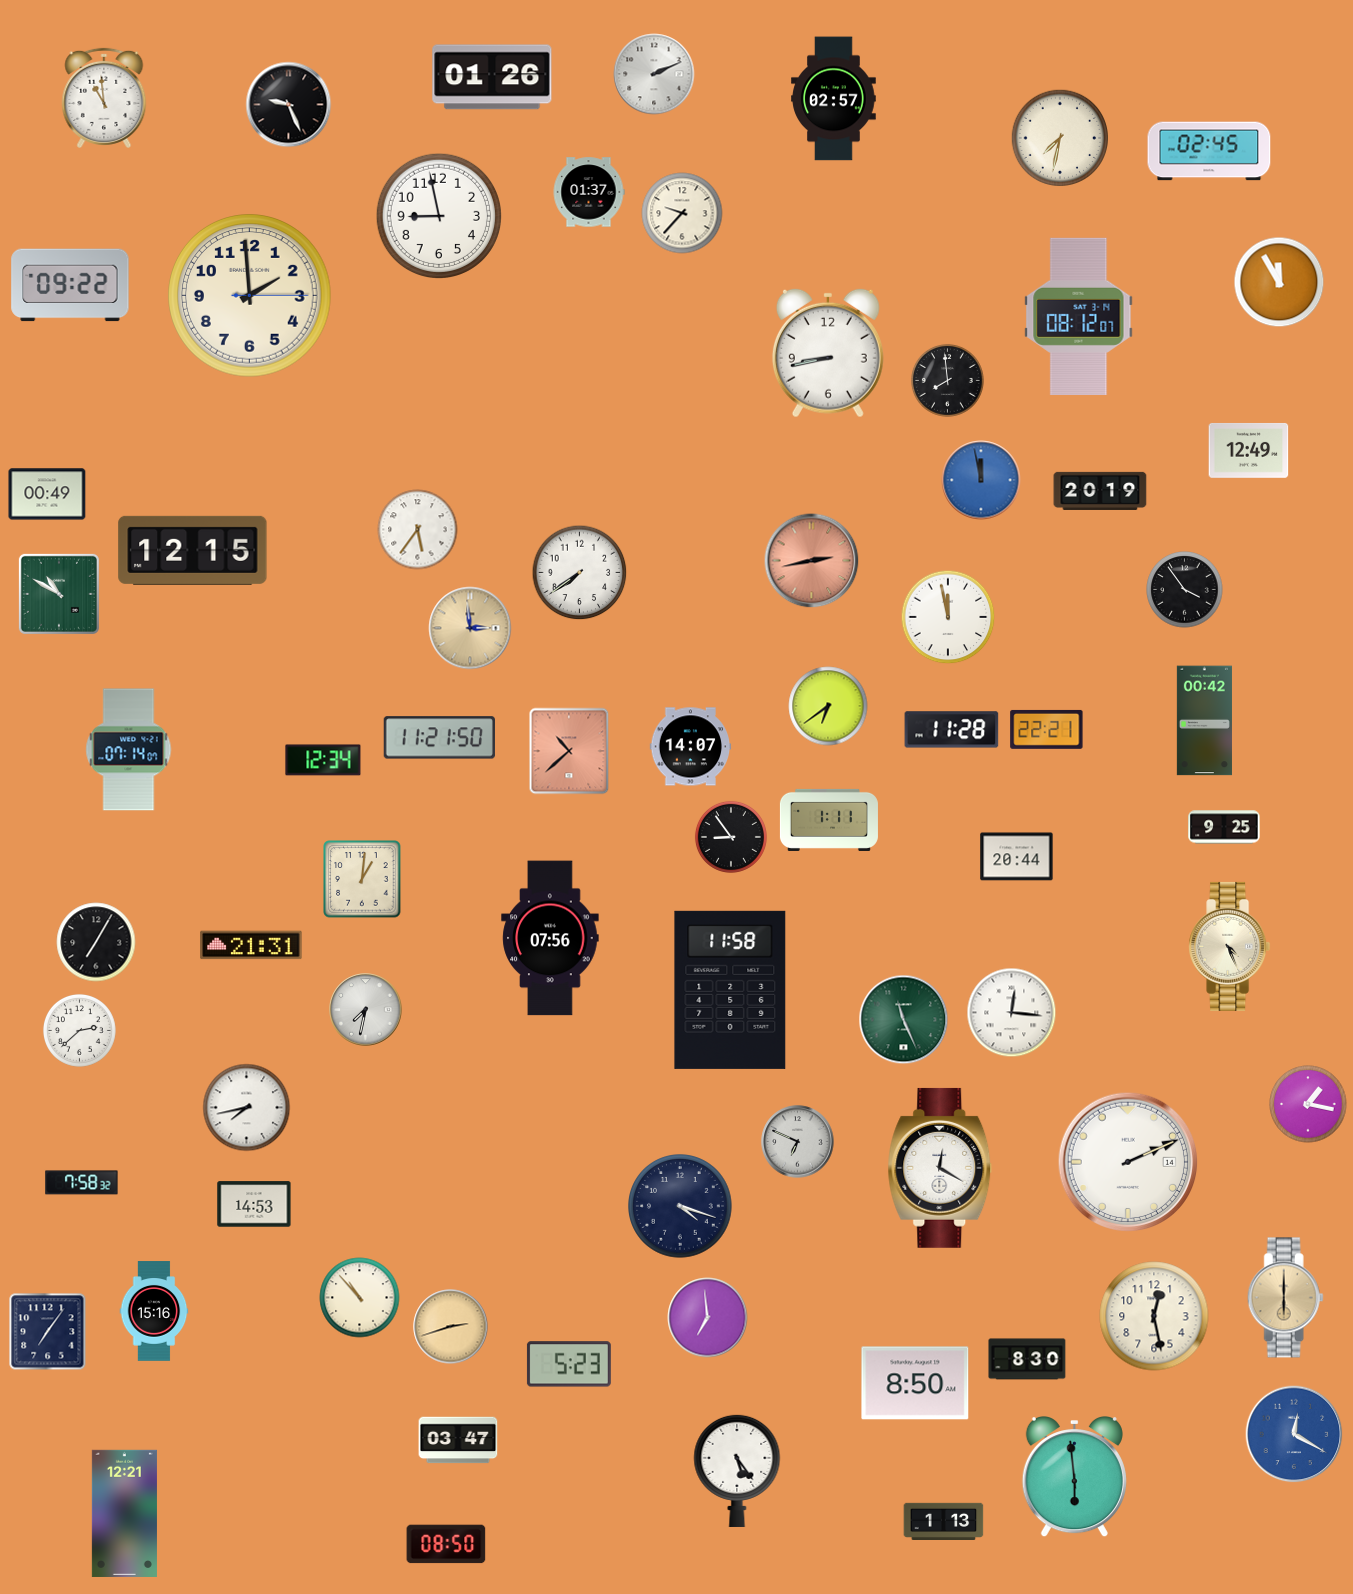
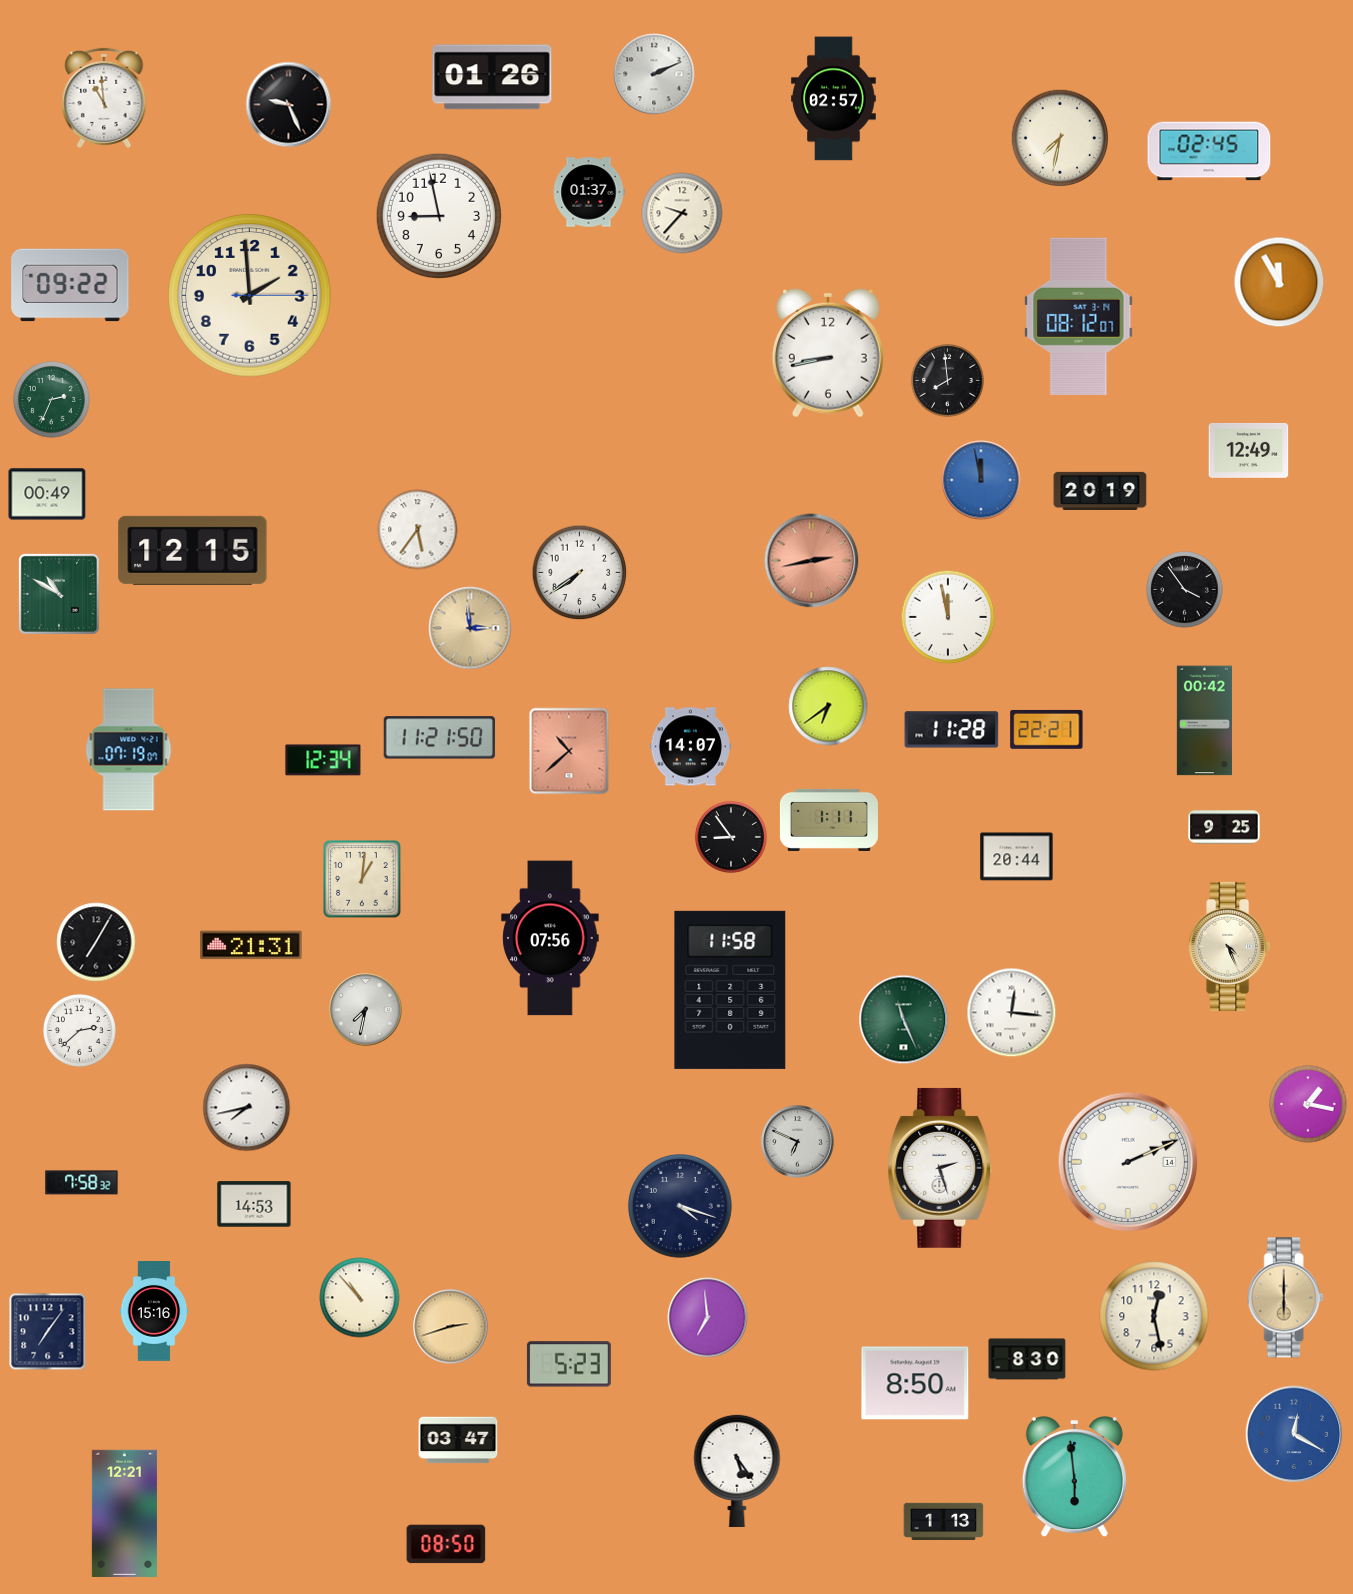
clock at (52, 400): none -> 2:34
clock at (129, 750): 07:14 -> 07:19
clock at (940, 1168): 12:20 -> 2:27
